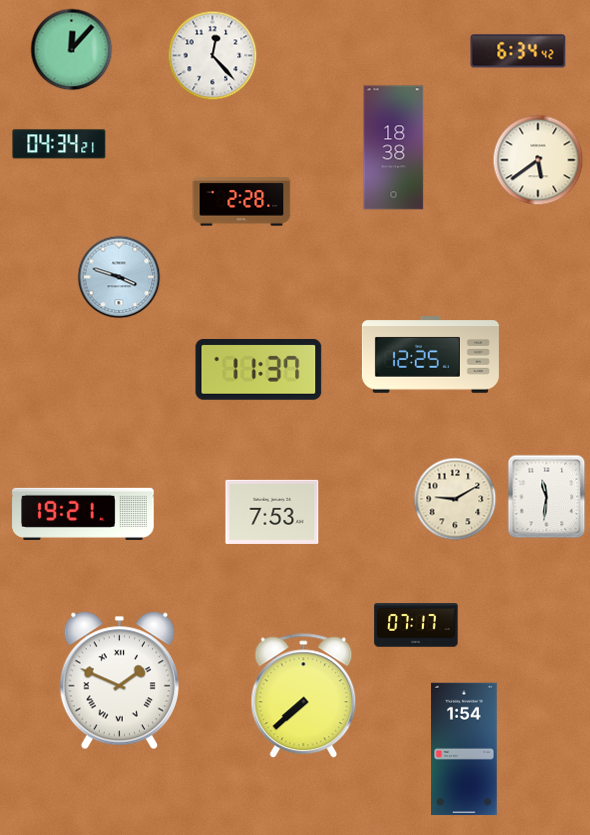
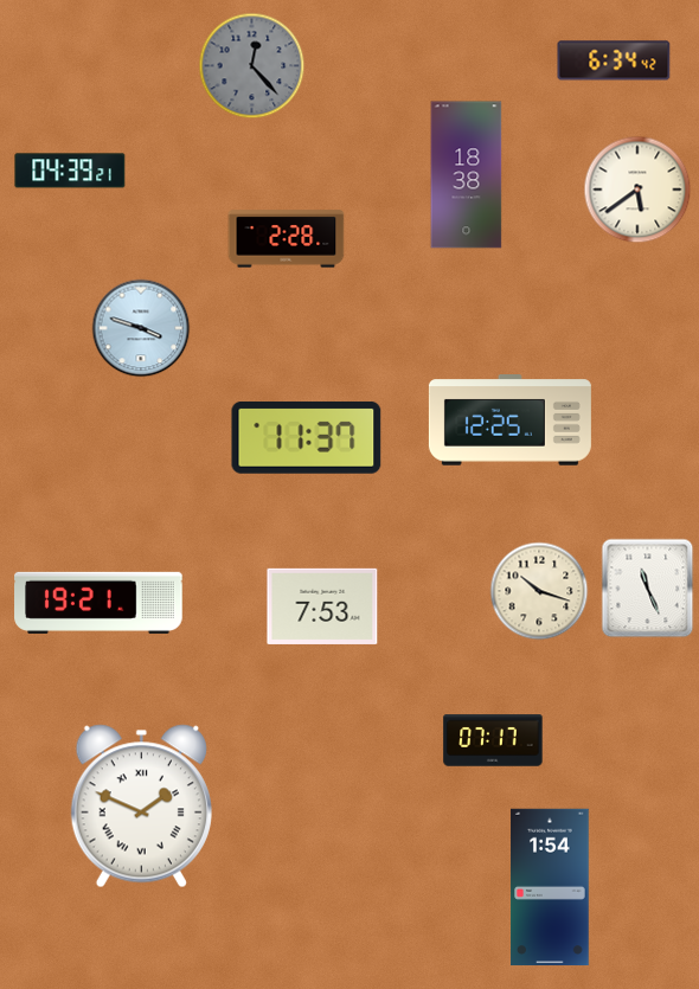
clock at (72, 50): 12:07 -> none
clock at (213, 56) dial: white -> grey
clock at (59, 144): 04:34 -> 04:39
clock at (547, 497): 11:31 -> 11:26
clock at (455, 499): 9:10 -> 10:18
clock at (83, 514) position: (83, 514) -> (98, 603)
clock at (304, 696): 7:38 -> none
